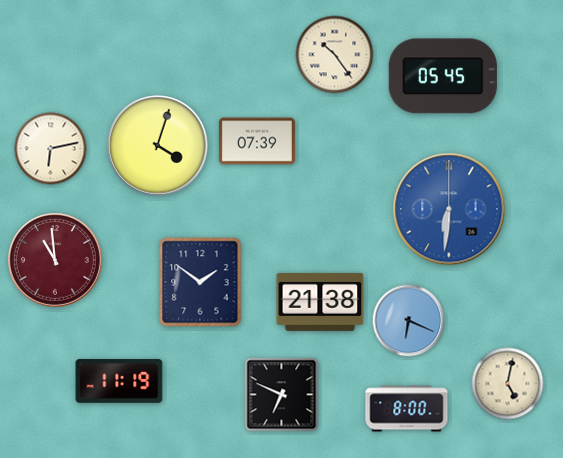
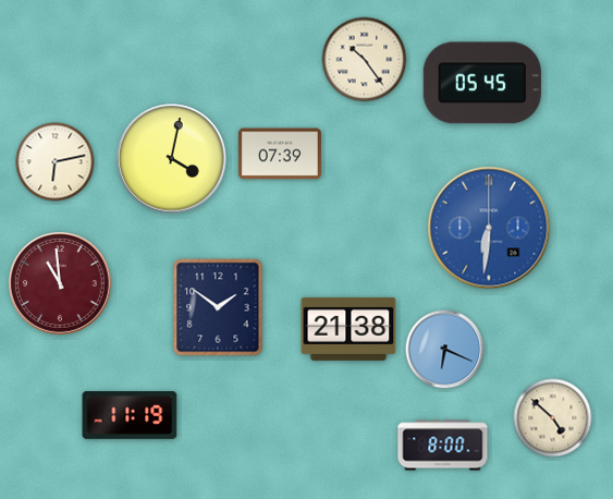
clock at (158, 146): 4:03 -> 4:02
clock at (508, 384): 5:02 -> 4:52
clock at (282, 395): 6:49 -> none
